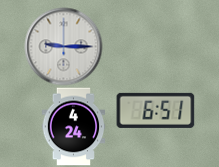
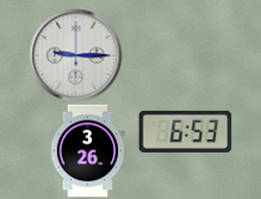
clock at (155, 110): 6:51 -> 6:53
clock at (74, 126): 4:24 -> 3:26
